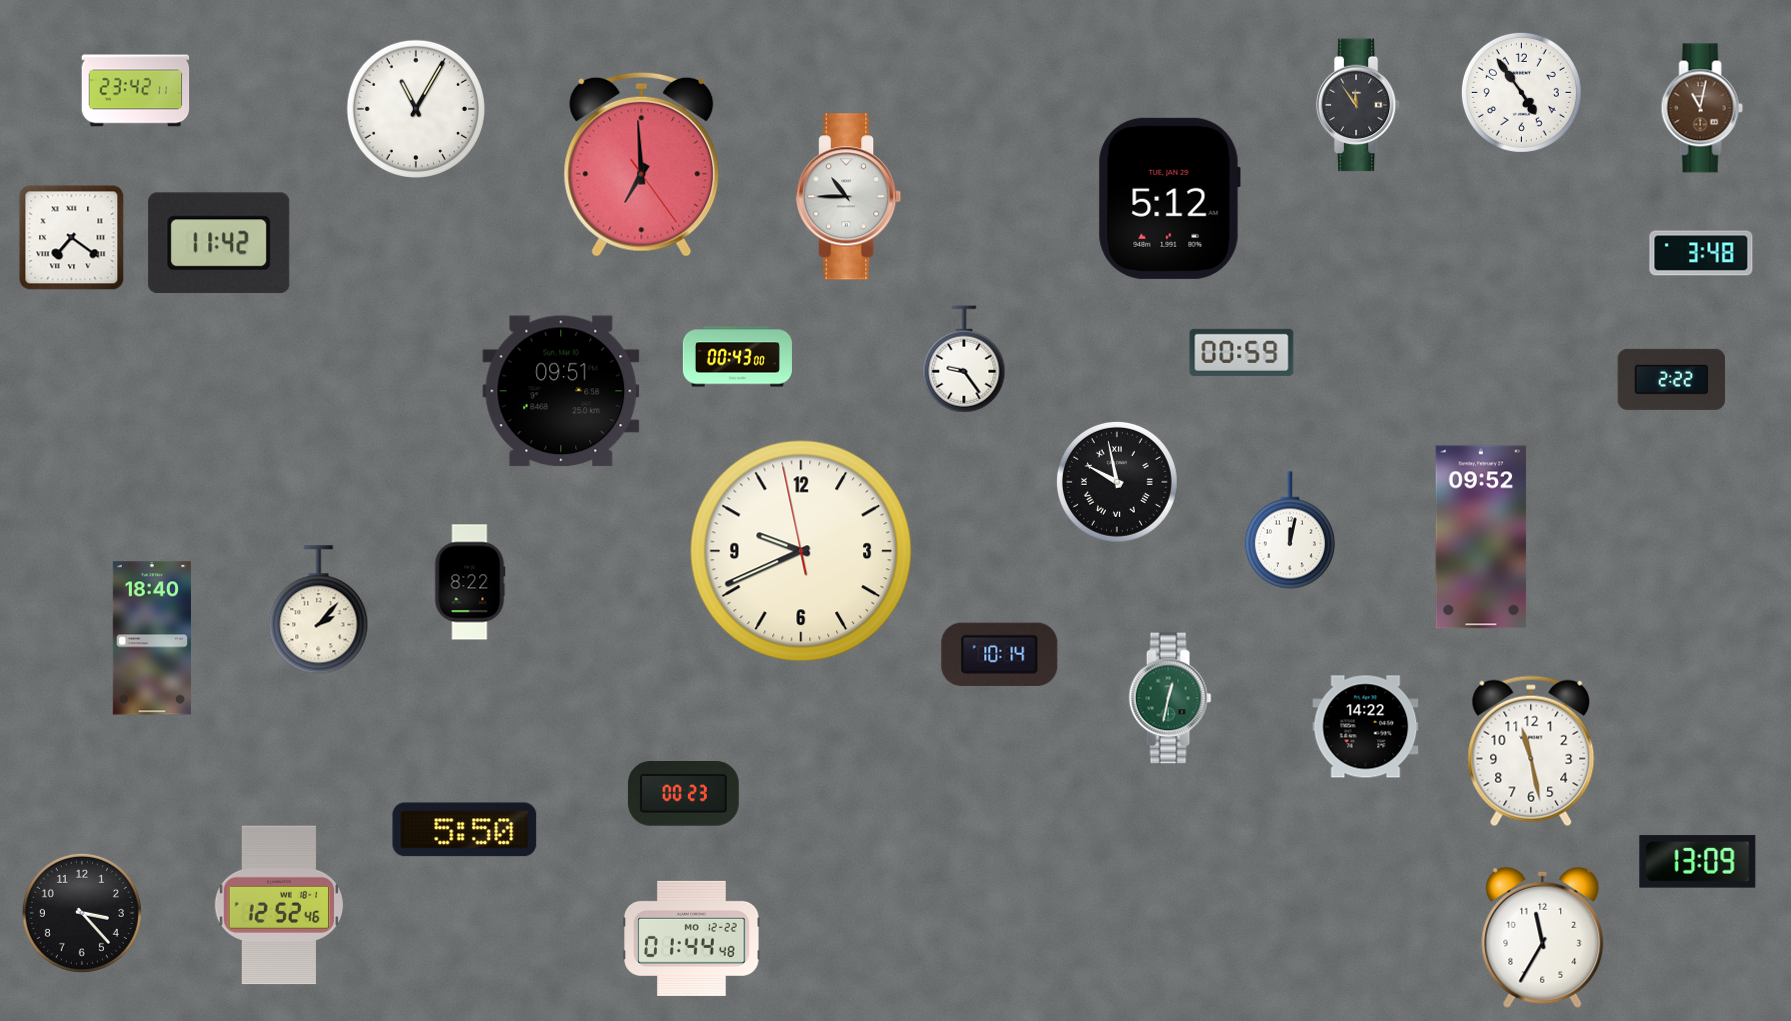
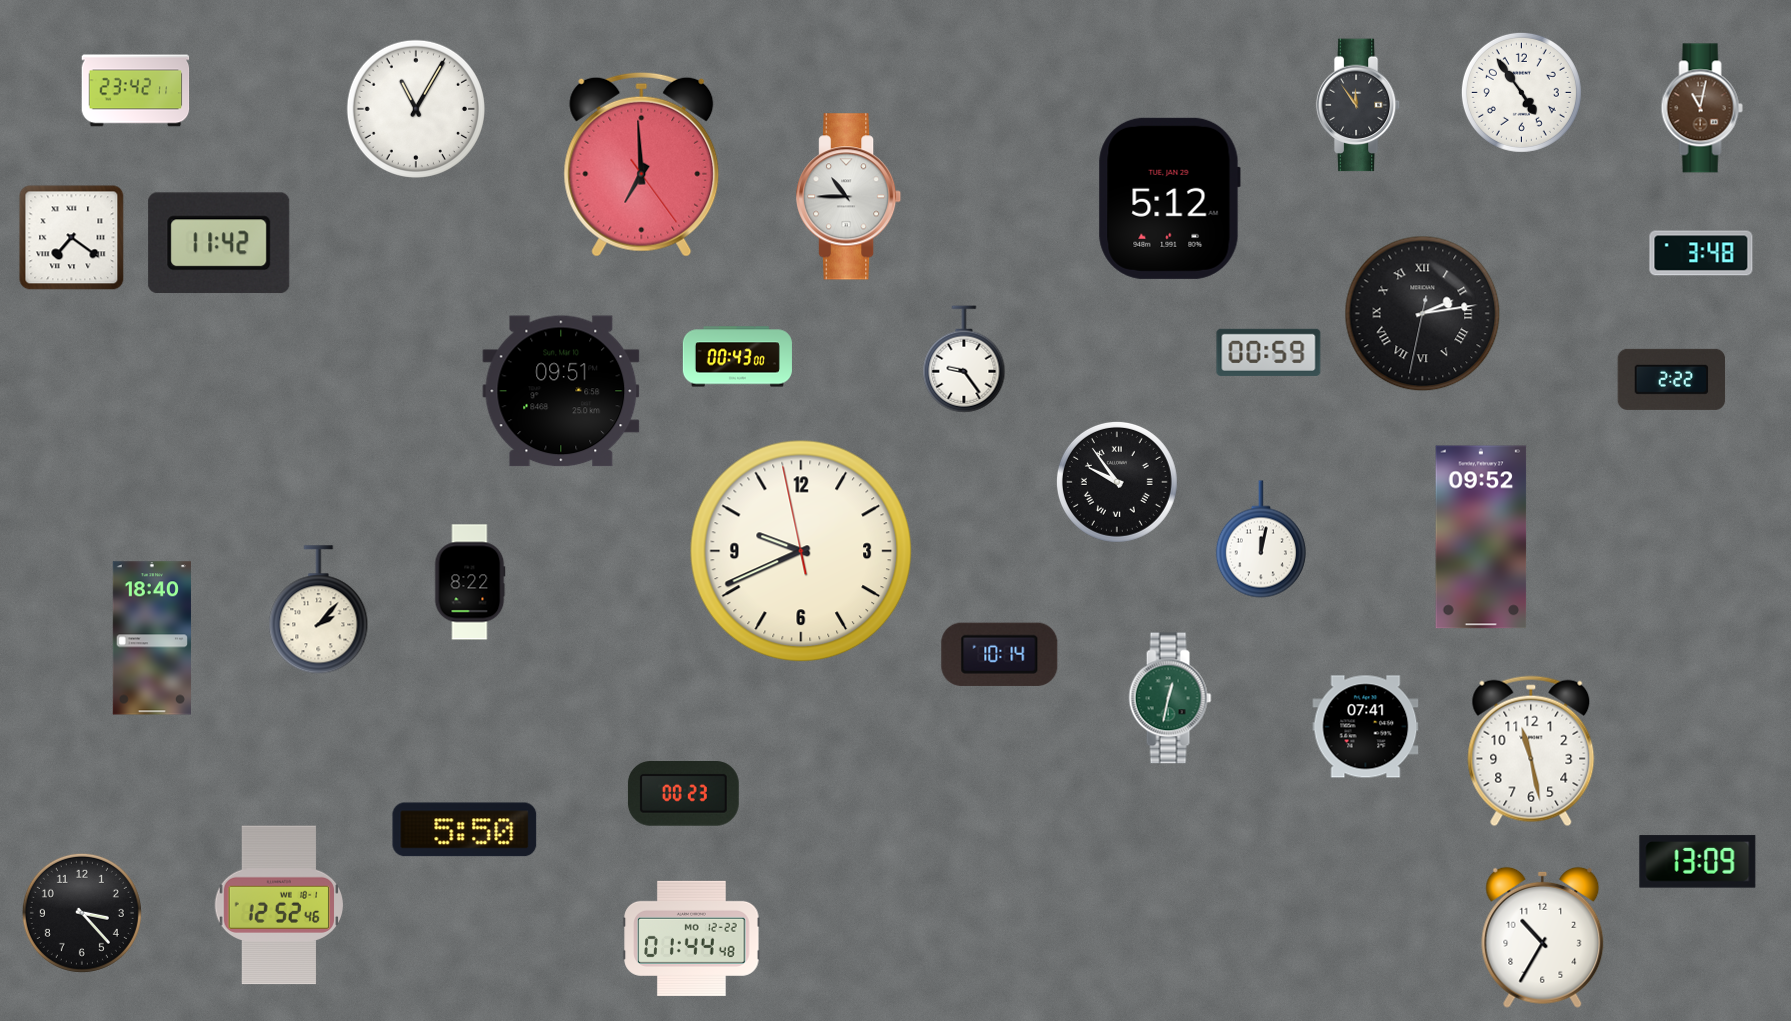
clock at (1423, 314): none -> 2:13
clock at (1242, 352) position: (1242, 352) -> (1269, 352)
clock at (1117, 482): 9:58 -> 9:54
clock at (1290, 530) position: (1290, 530) -> (1261, 539)
clock at (1366, 727): 14:22 -> 07:41
clock at (1543, 937): 11:35 -> 10:35
